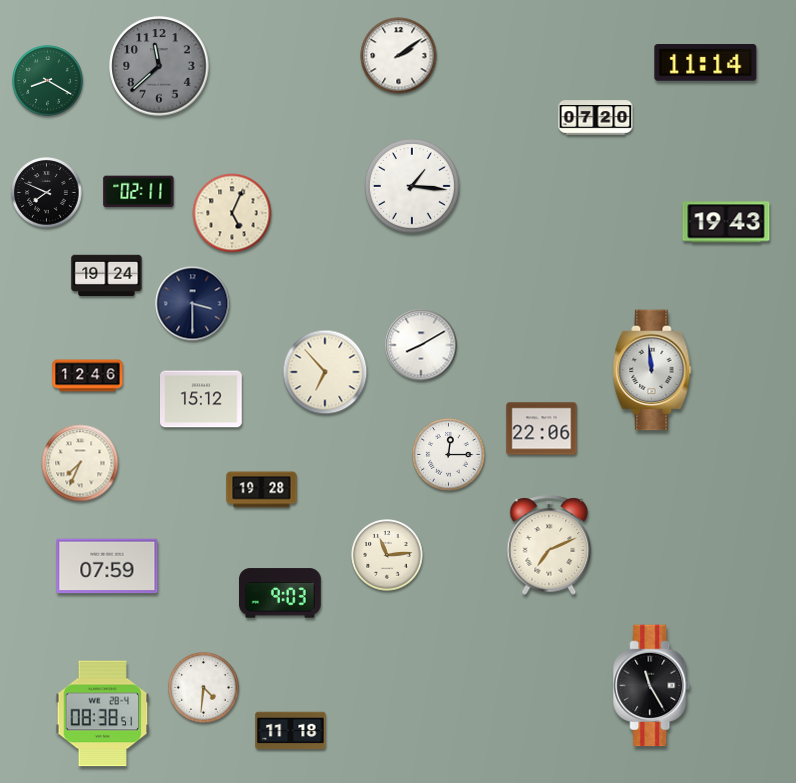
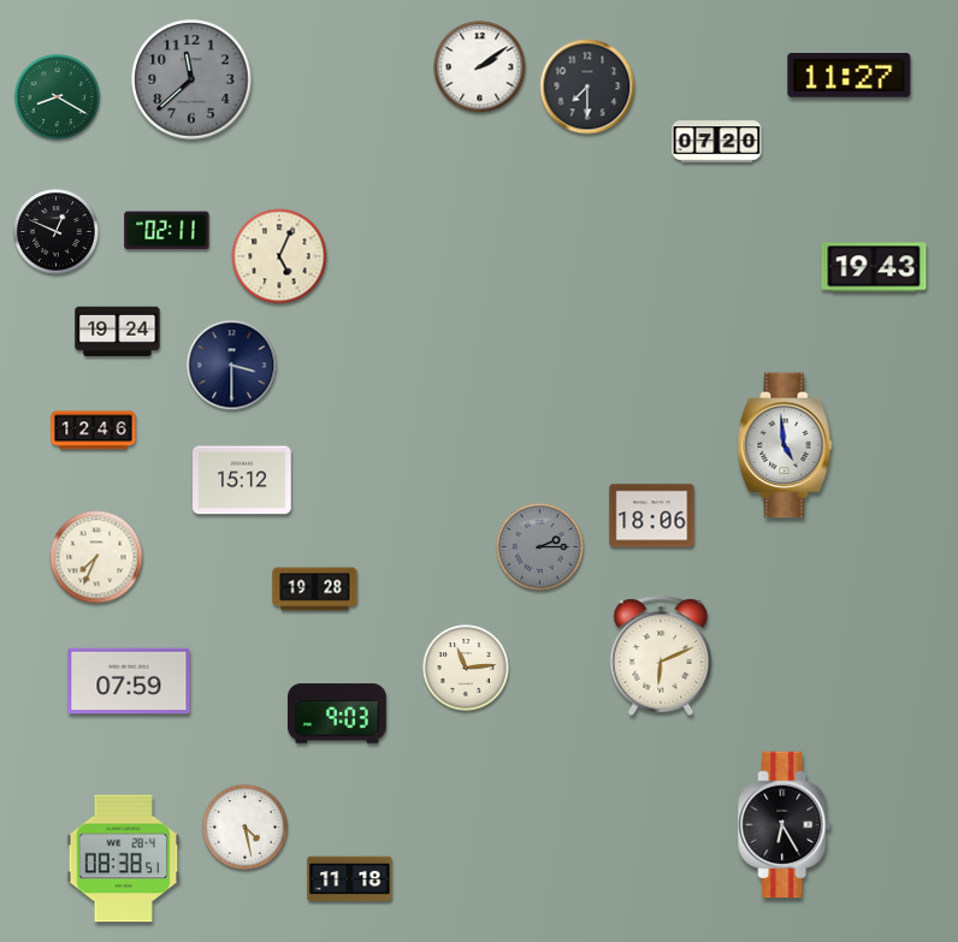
clock at (706, 63): 11:14 -> 11:27
clock at (587, 87): none -> 7:30
clock at (412, 186): 1:16 -> none
clock at (47, 193): 7:49 -> 12:49
clock at (107, 276) position: (107, 276) -> (118, 332)
clock at (421, 345): 8:10 -> none
clock at (652, 370): 11:59 -> 4:59
clock at (325, 372): 6:53 -> none
clock at (88, 376) position: (88, 376) -> (94, 431)
clock at (542, 429): 22:06 -> 18:06
clock at (449, 455): 12:15 -> 2:15
clock at (449, 455) dial: white -> grey
clock at (549, 545): 7:11 -> 6:11
clock at (652, 686): 11:25 -> 6:25
clock at (204, 688): 4:31 -> 4:28
